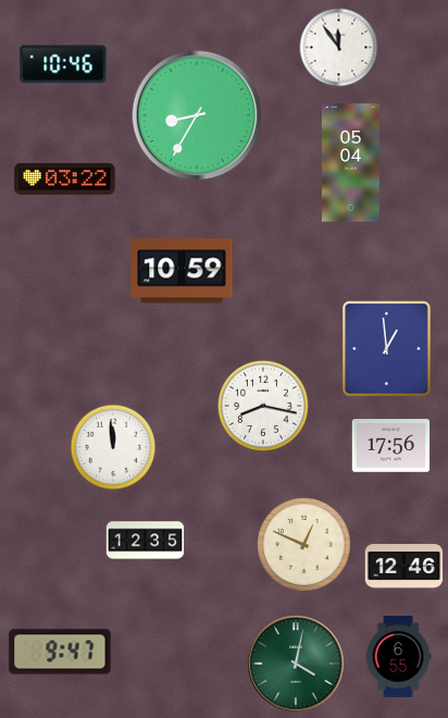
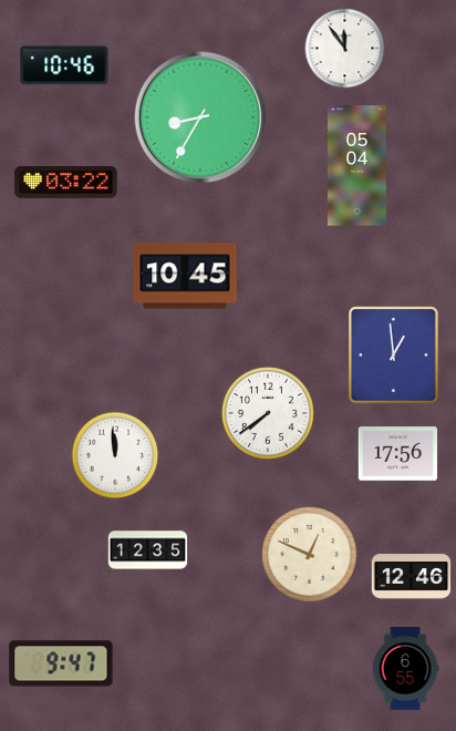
clock at (182, 271): 10:59 -> 10:45
clock at (263, 406): 8:17 -> 7:39
clock at (296, 664): 4:02 -> none
